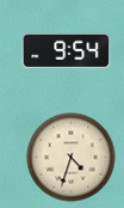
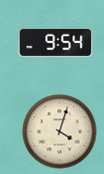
clock at (72, 158): 4:33 -> 4:03
